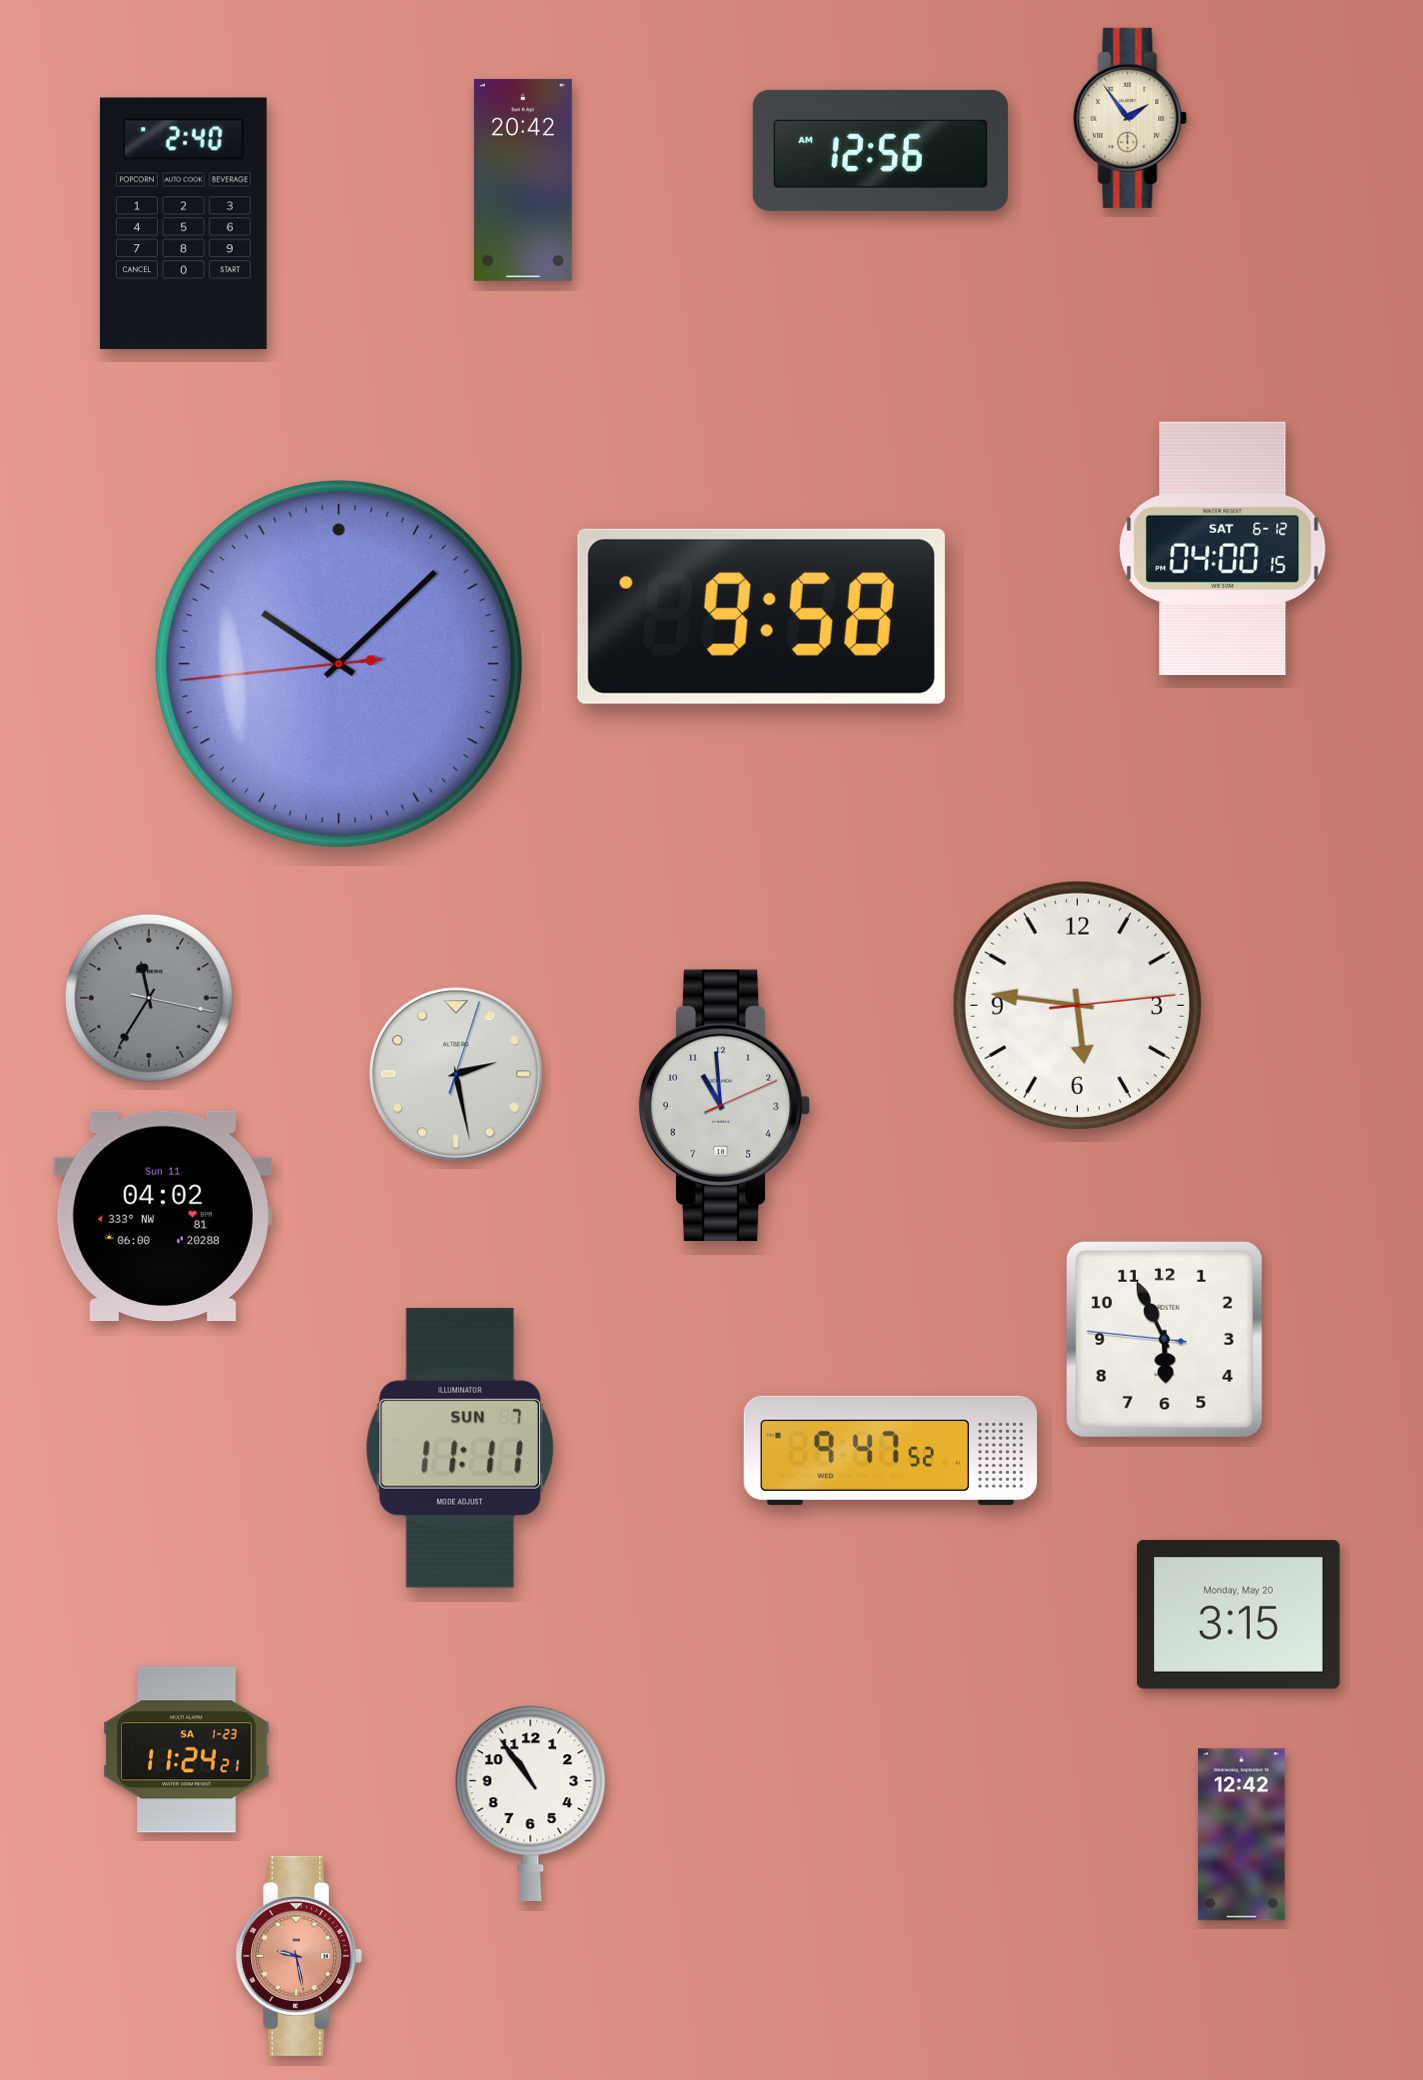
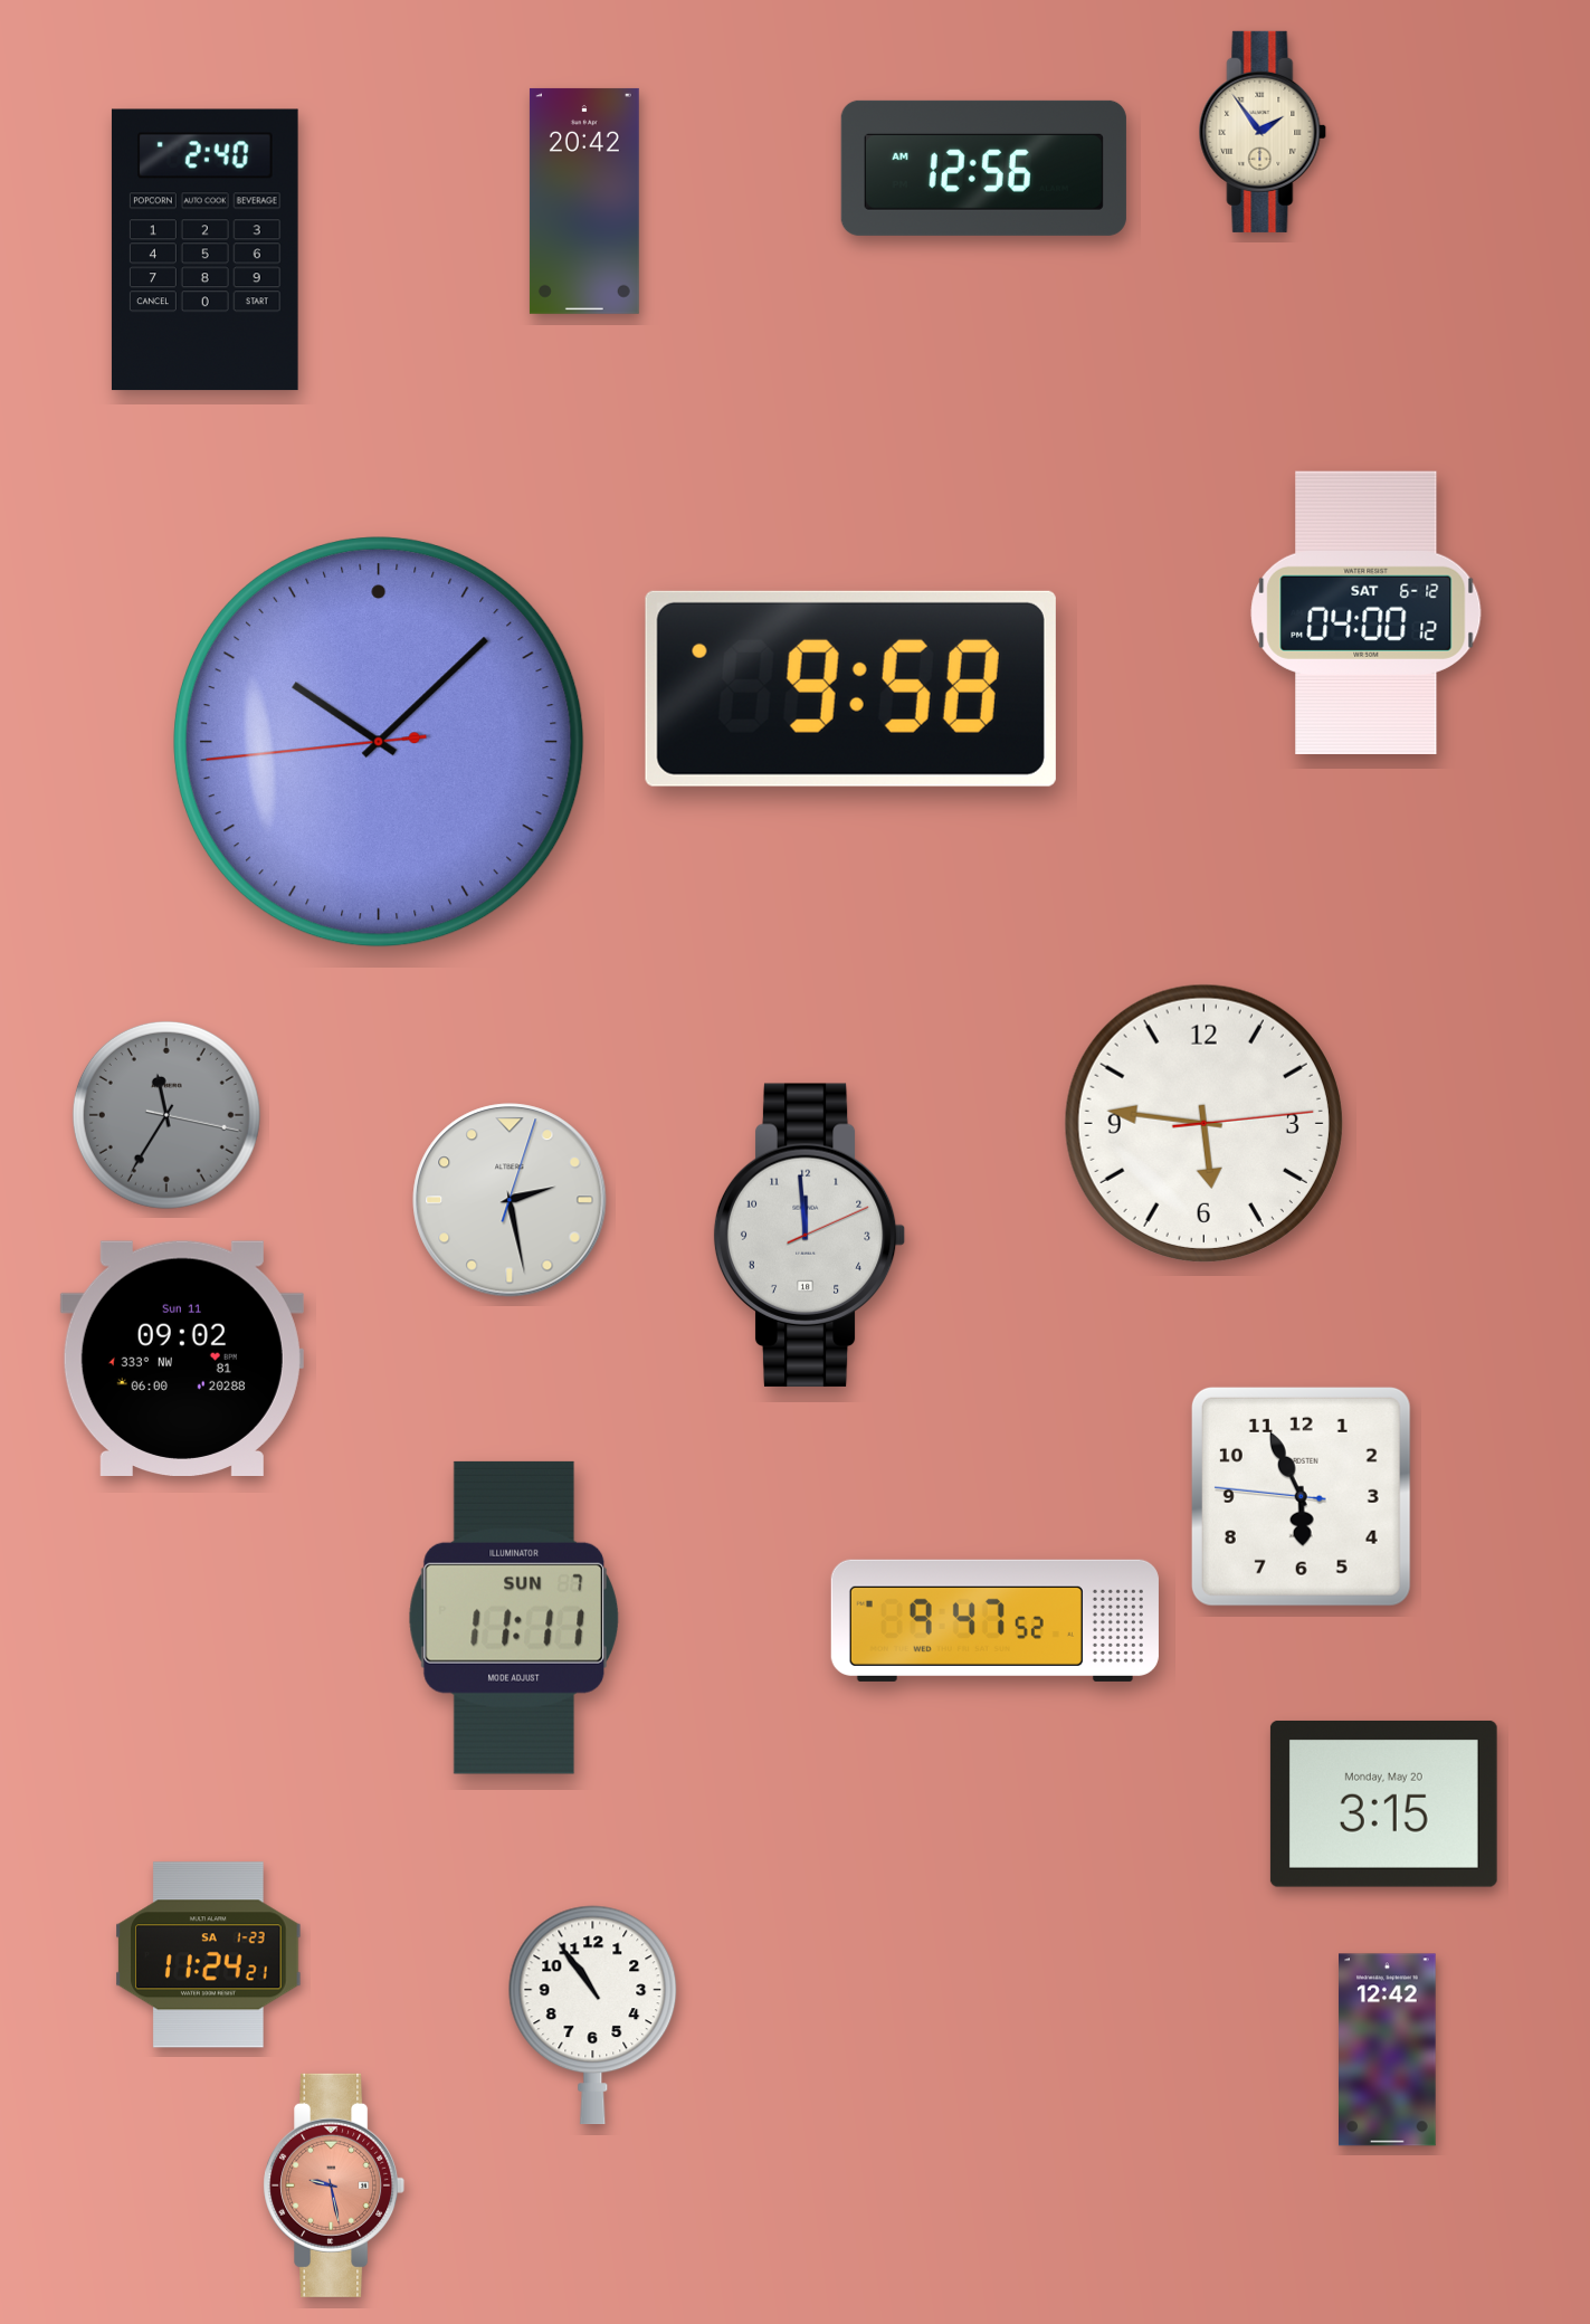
clock at (1223, 548): 04:00:15 -> 04:00:12
clock at (724, 1105): 10:59 -> 11:59
clock at (163, 1216): 04:02 -> 09:02
